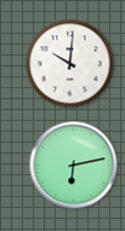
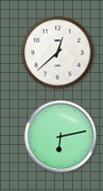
clock at (70, 64): 10:01 -> 12:38
